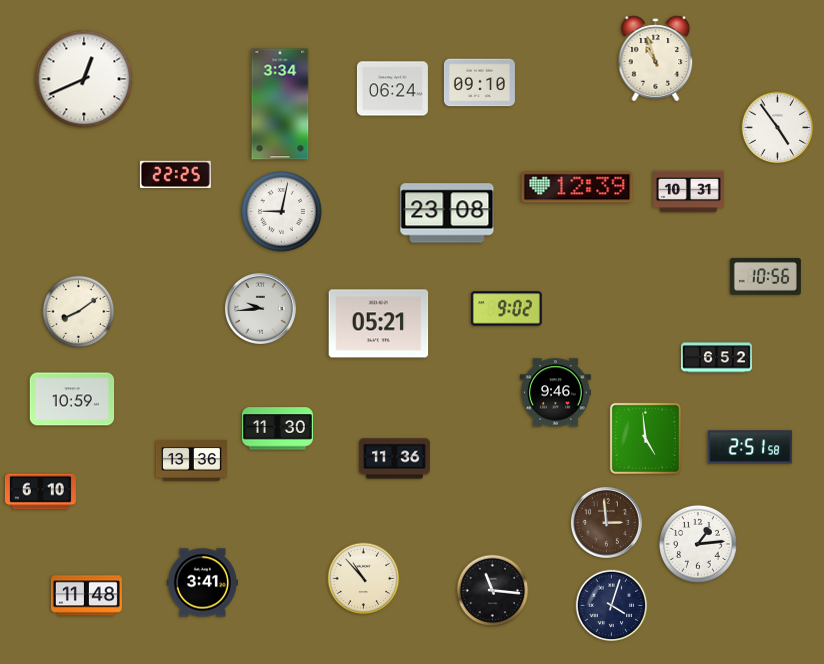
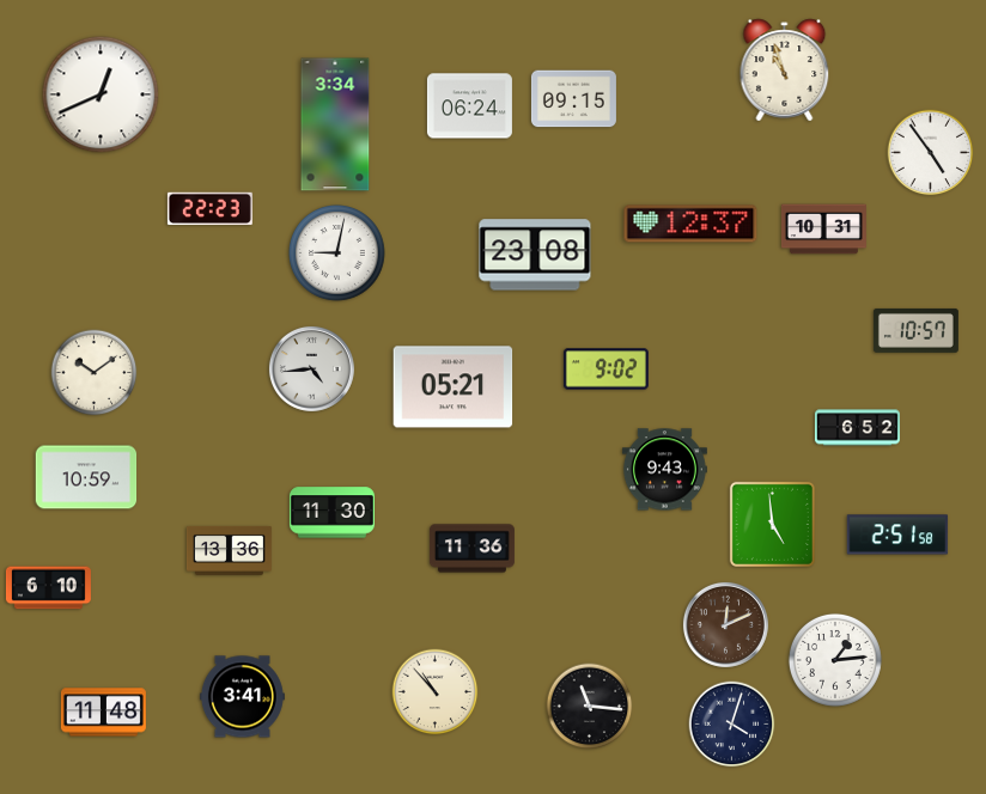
clock at (479, 83): 09:10 -> 09:15
clock at (175, 175): 22:25 -> 22:23
clock at (577, 187): 12:39 -> 12:37
clock at (765, 276): 10:56 -> 10:57
clock at (260, 308): 9:44 -> 4:44
clock at (79, 312): 8:09 -> 10:09
clock at (555, 393): 9:46 -> 9:43
clock at (606, 522): 2:59 -> 12:11
clock at (698, 544) position: (698, 544) -> (835, 660)
